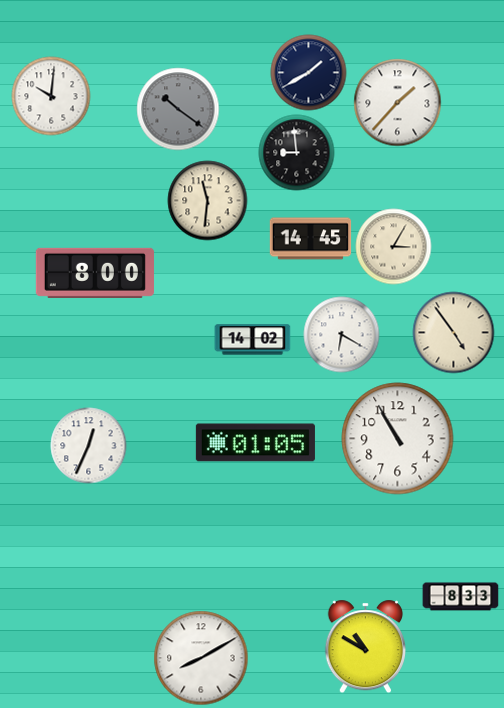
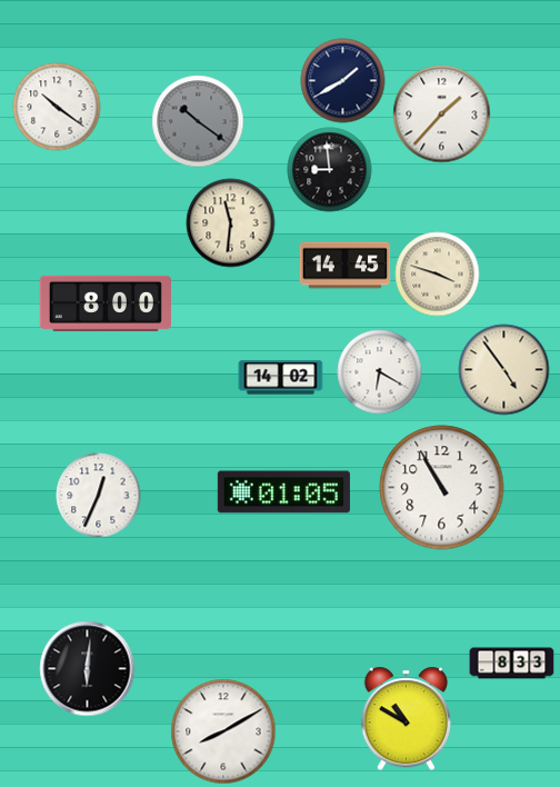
clock at (51, 96): 10:01 -> 10:21
clock at (394, 247): 3:05 -> 3:48
clock at (88, 669): none -> 6:01
